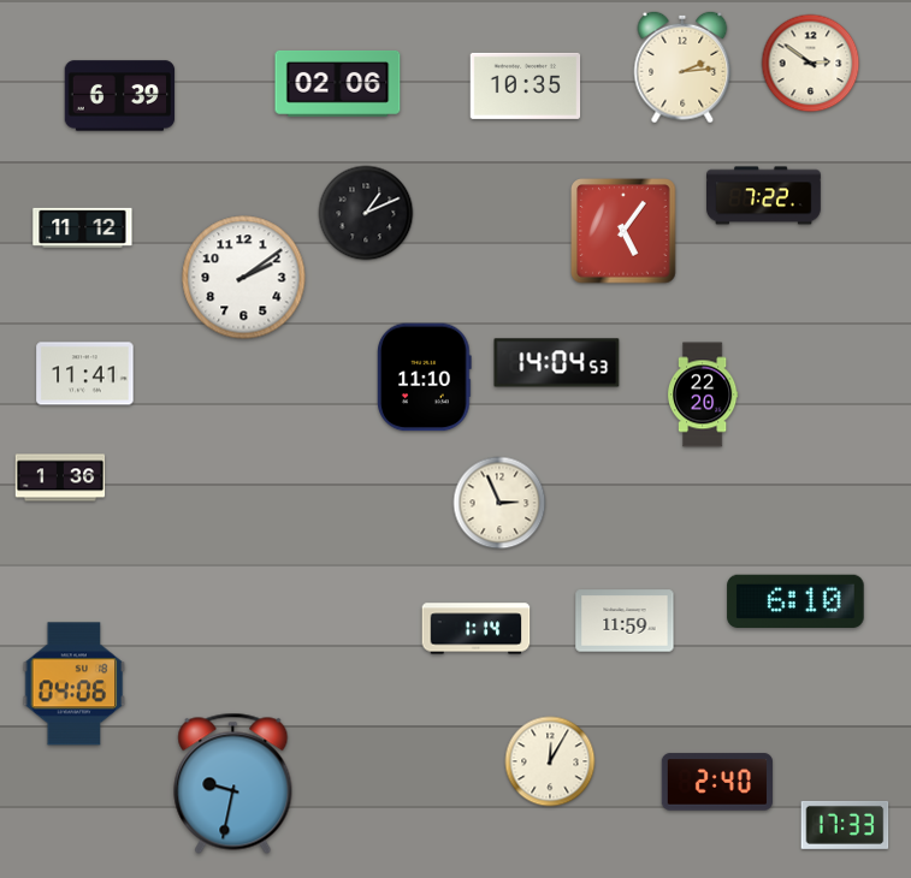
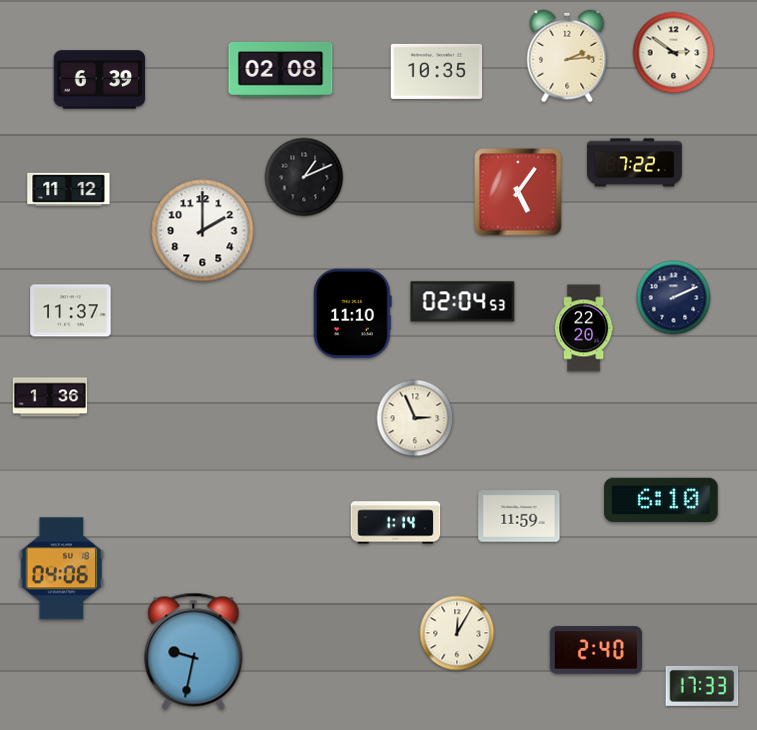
clock at (338, 83): 02:06 -> 02:08
clock at (244, 278): 2:09 -> 2:00
clock at (674, 298): none -> 2:11
clock at (557, 363): 14:04 -> 02:04
clock at (85, 374): 11:41 -> 11:37
